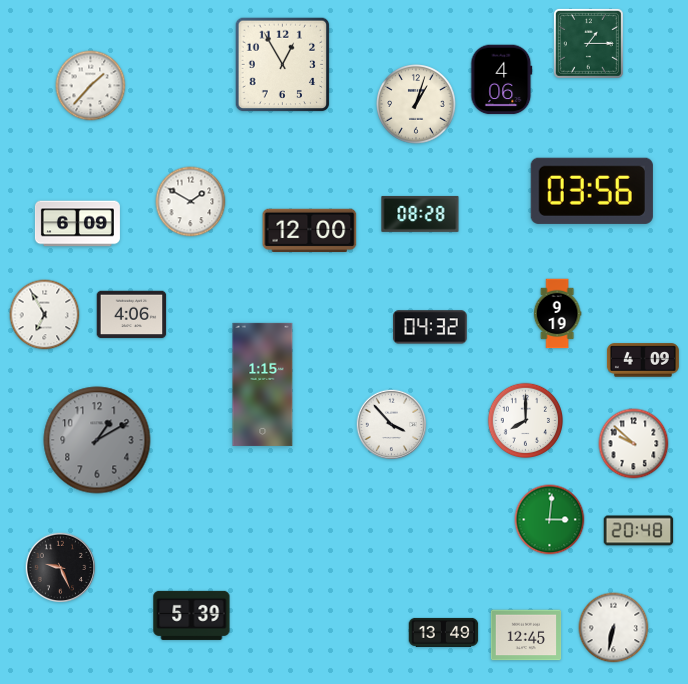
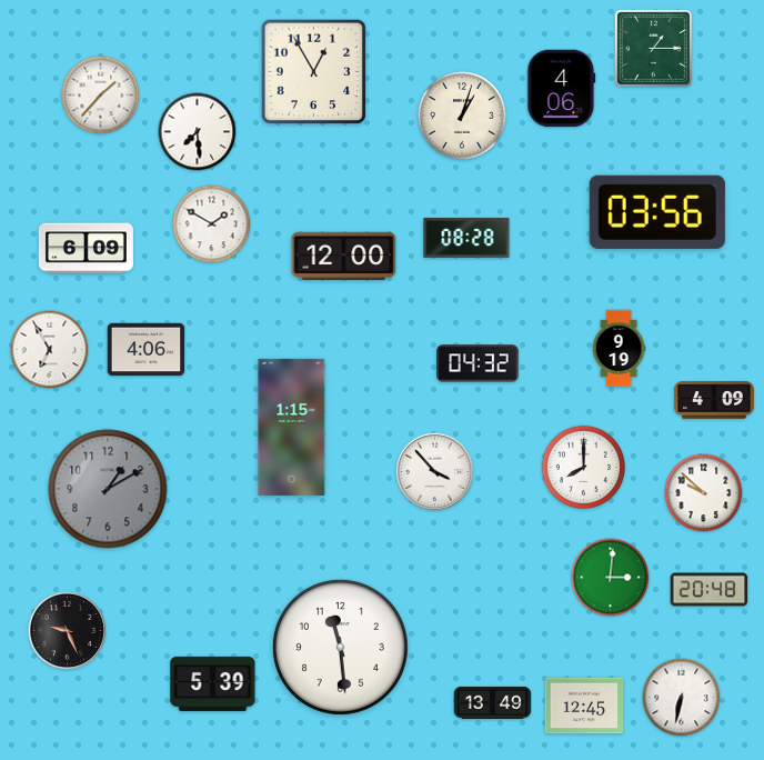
clock at (502, 80) position: (502, 80) -> (562, 89)
clock at (198, 132): none -> 7:29
clock at (340, 647): none -> 11:29
